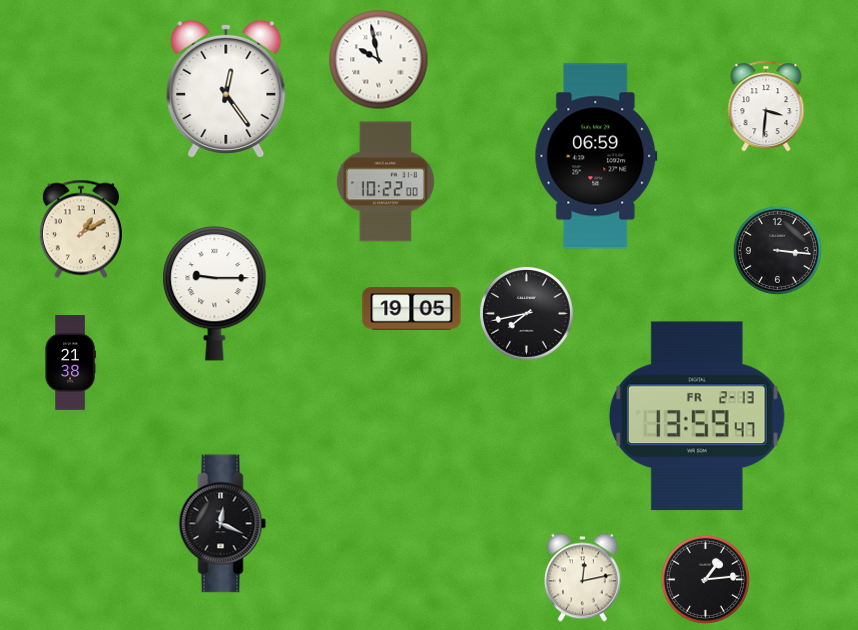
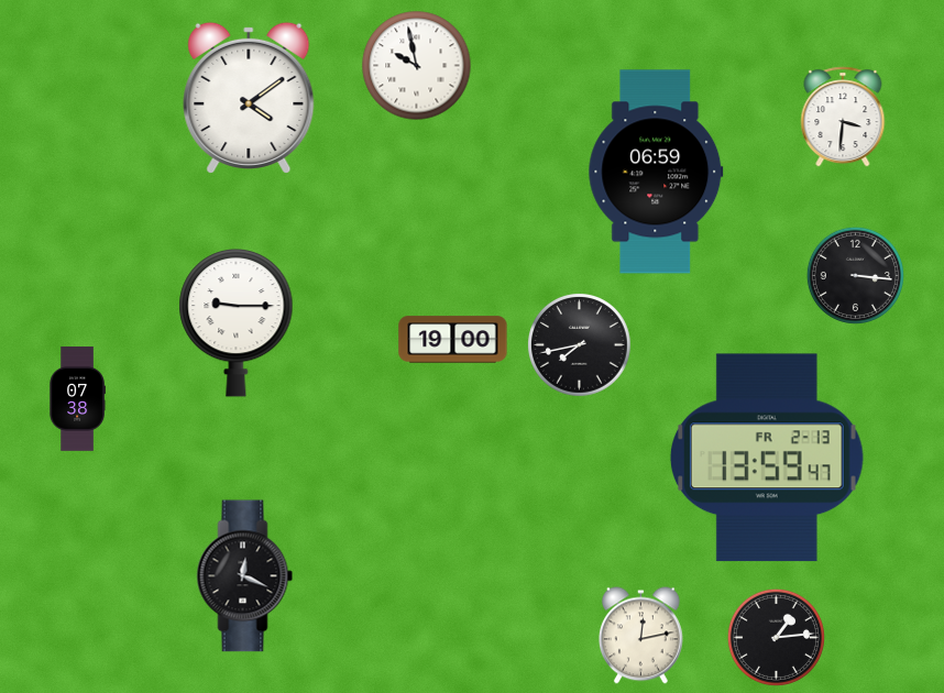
clock at (226, 89): 12:24 -> 4:09
clock at (385, 182): 10:22 -> none
clock at (81, 229): 1:10 -> none
clock at (412, 309): 19:05 -> 19:00
clock at (70, 363): 21:38 -> 07:38
